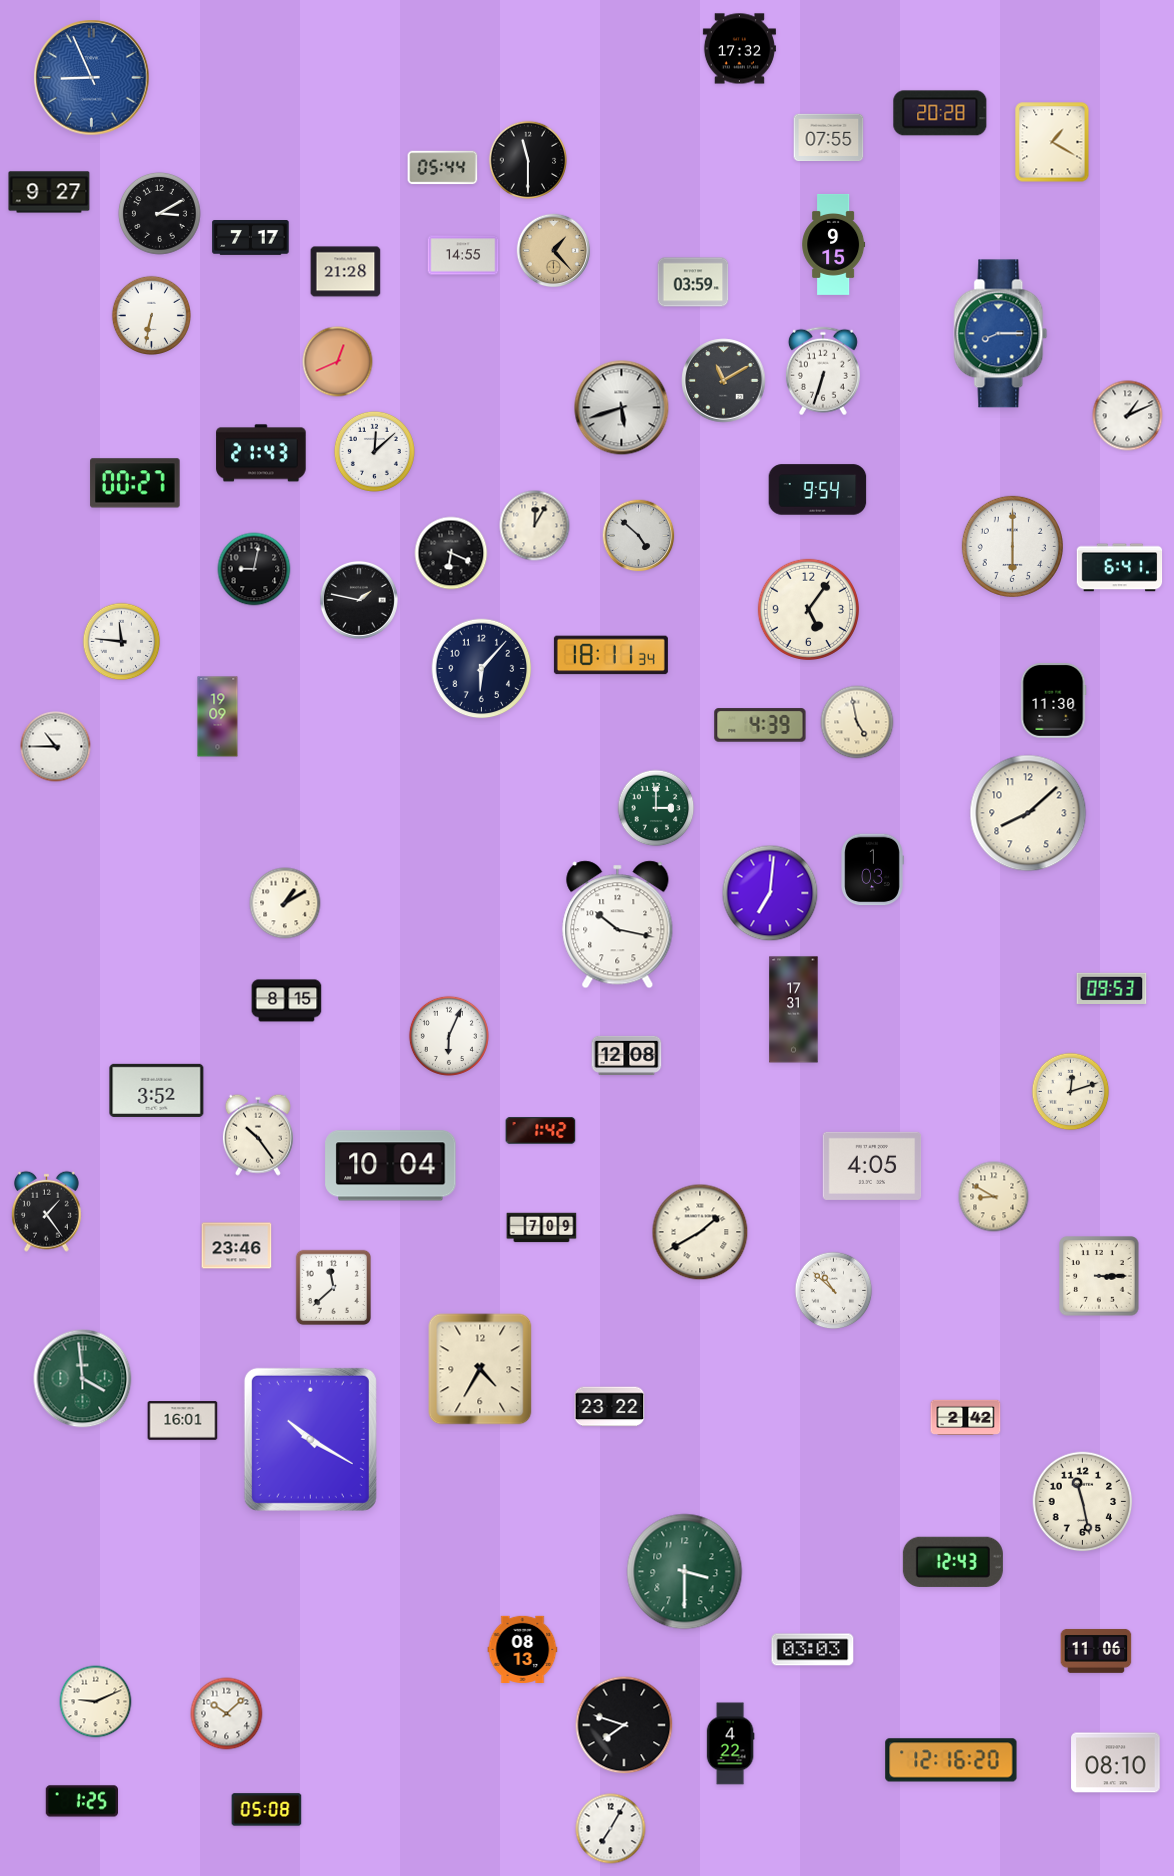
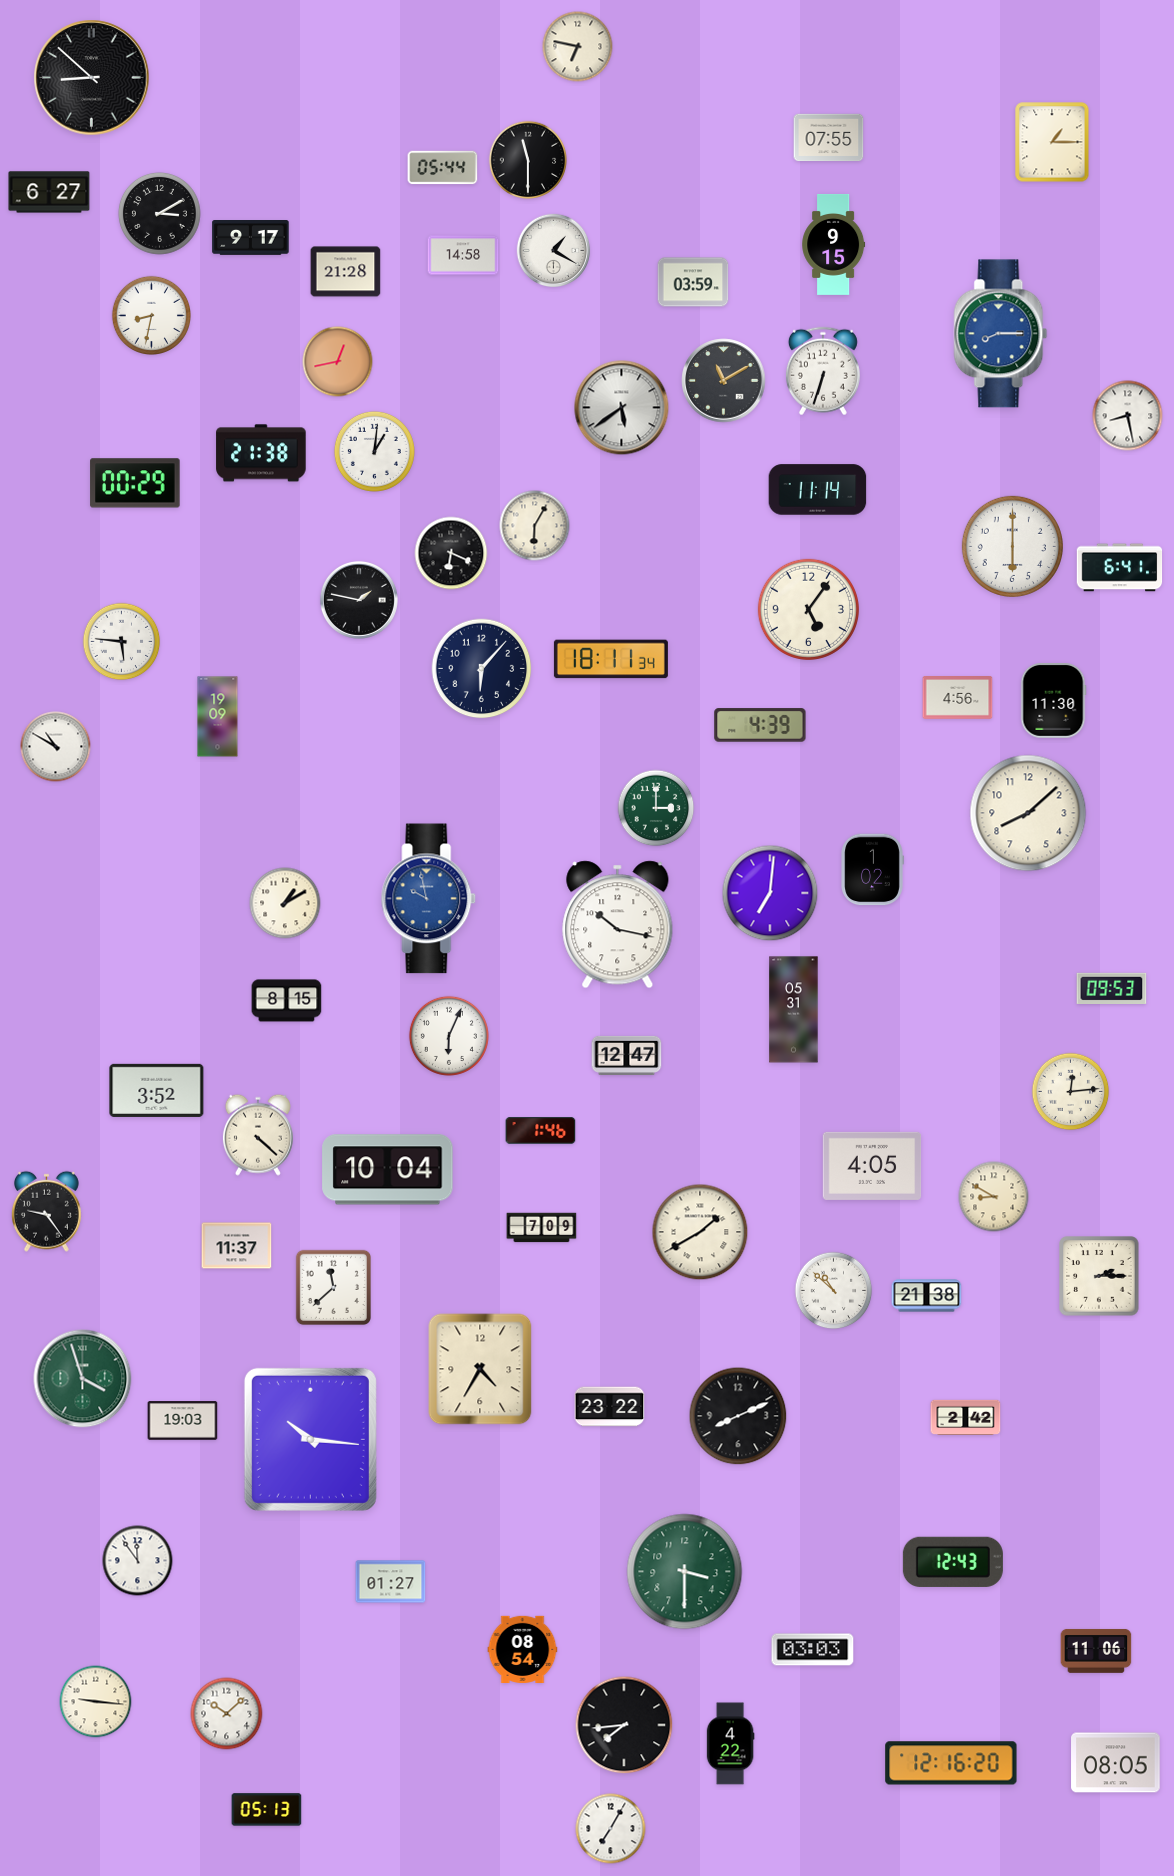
clock at (578, 47): none -> 6:47
clock at (739, 49): 17:32 -> none
clock at (92, 78): 8:56 -> 8:52
clock at (92, 78) dial: blue -> black
clock at (940, 113): 20:28 -> none
clock at (1052, 142): 1:20 -> 1:15
clock at (49, 192): 9:27 -> 6:27
clock at (251, 238): 7:17 -> 9:17
clock at (554, 251): 1:23 -> 1:20
clock at (554, 251) dial: champagne -> white
clock at (463, 255): 14:55 -> 14:58
clock at (151, 315): 6:32 -> 8:32
clock at (338, 362): 12:41 -> 12:43
clock at (622, 408): 5:42 -> 5:39
clock at (1128, 416): 1:11 -> 8:28
clock at (374, 451): 12:08 -> 1:01
clock at (261, 453): 21:43 -> 21:38
clock at (135, 483): 00:27 -> 00:29
clock at (818, 490): 9:54 -> 11:14
clock at (535, 526): 12:05 -> 6:05
clock at (639, 536): 4:52 -> none
clock at (254, 569): 9:02 -> none
clock at (122, 642): 11:46 -> 5:46
clock at (611, 655) position: (611, 655) -> (611, 659)
clock at (958, 698): none -> 4:56
clock at (857, 722): 4:58 -> none
clock at (56, 747): 10:45 -> 10:50
clock at (872, 870): 1:03 -> 1:02
clock at (429, 899): none -> 9:58
clock at (794, 1010): 17:31 -> 05:31
clock at (627, 1055): 12:08 -> 12:47
clock at (1071, 1092): 12:12 -> 12:14
clock at (541, 1131): 1:42 -> 1:46
clock at (258, 1135): 10:24 -> 4:22
clock at (391, 1166) position: (391, 1166) -> (388, 1170)
clock at (46, 1211): 1:24 -> 9:24
clock at (237, 1246): 23:46 -> 11:37
clock at (1099, 1276): 3:15 -> 2:15
clock at (927, 1296): none -> 21:38
clock at (83, 1379): 3:59 -> 3:57
clock at (738, 1416): none -> 8:11
clock at (183, 1421): 16:01 -> 19:03
clock at (310, 1439): 10:20 -> 10:16
clock at (1083, 1502): 11:28 -> none
clock at (138, 1561): none -> 11:54
clock at (391, 1582): none -> 01:27
clock at (523, 1649): 08:13 -> 08:54
clock at (96, 1702): 9:11 -> 9:16
clock at (624, 1725): 7:48 -> 7:44
clock at (951, 1760) position: (951, 1760) -> (951, 1763)
clock at (1116, 1763): 08:10 -> 08:05
clock at (81, 1801): 1:25 -> none
clock at (267, 1810): 05:08 -> 05:13
